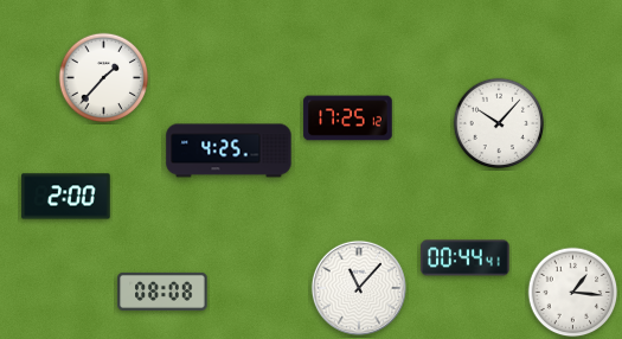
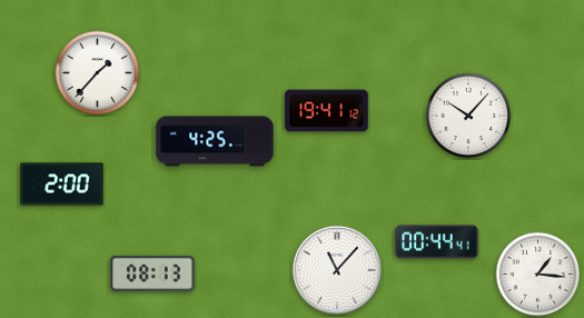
clock at (348, 119): 17:25 -> 19:41
clock at (162, 292): 08:08 -> 08:13
